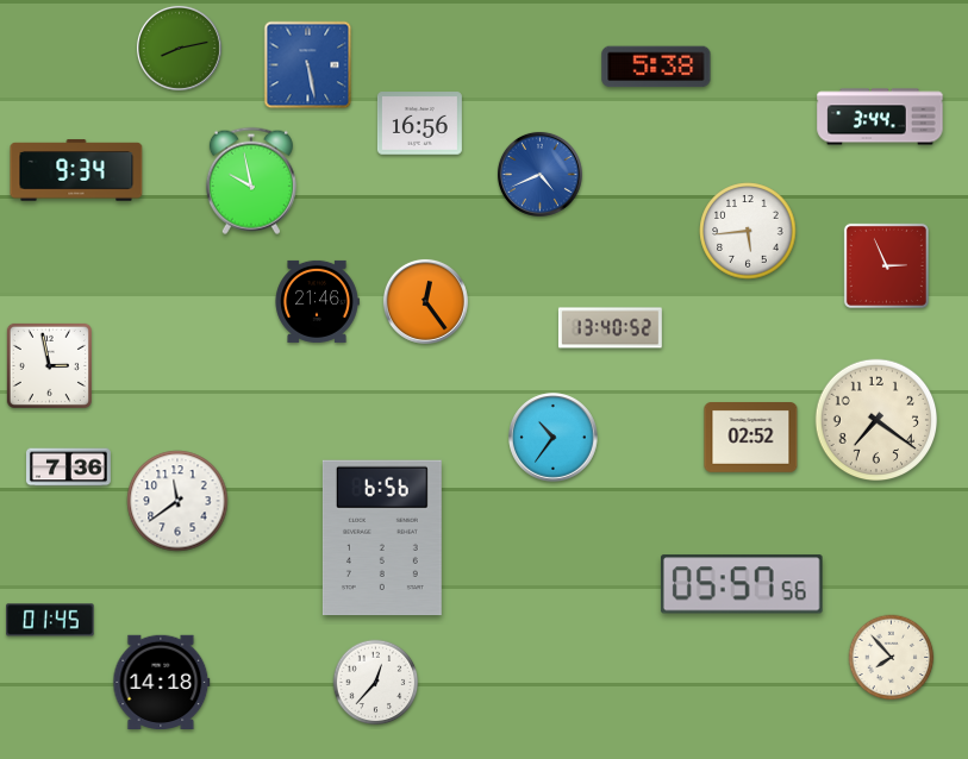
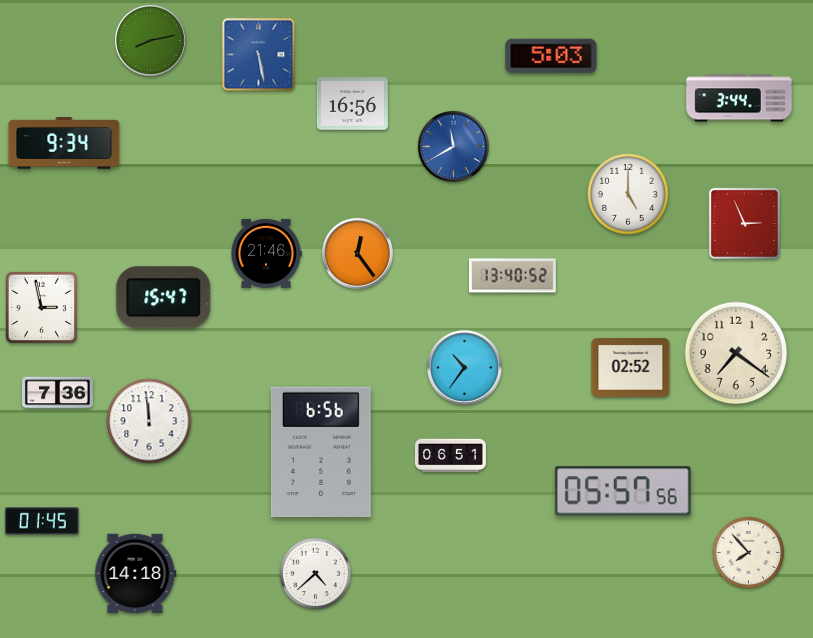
clock at (656, 67): 5:38 -> 5:03
clock at (539, 174): 4:41 -> 11:40
clock at (251, 181): 9:58 -> none
clock at (748, 231): 5:44 -> 5:00
clock at (164, 298): none -> 15:47
clock at (177, 501): 11:39 -> 11:59
clock at (450, 456): none -> 06:51
clock at (376, 683): 12:37 -> 4:38
